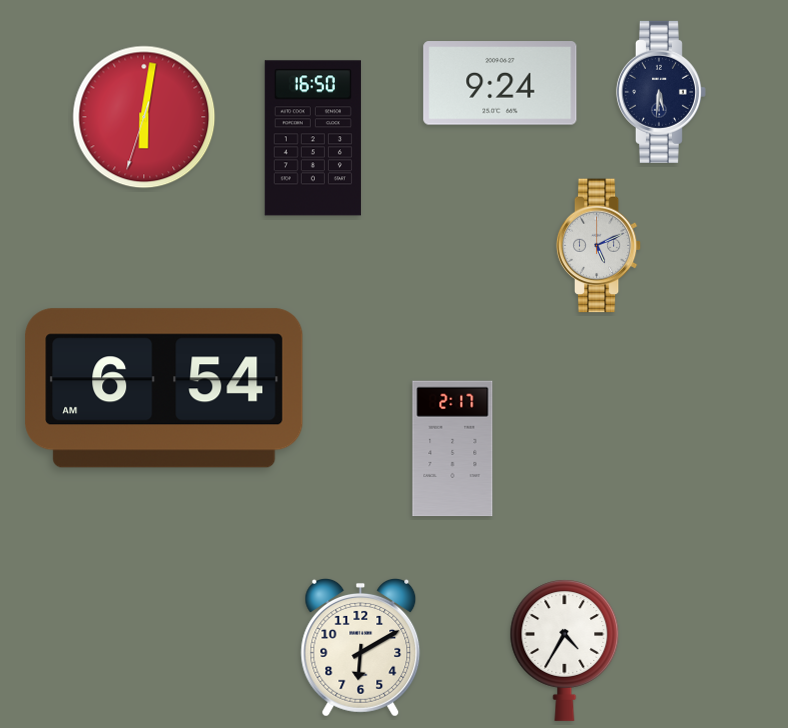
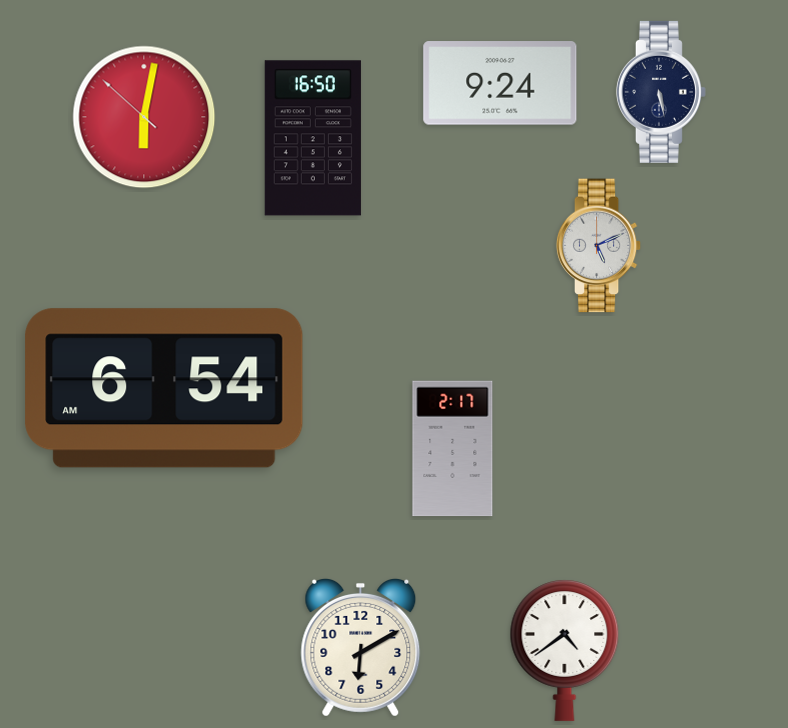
clock at (661, 92): 5:31 -> 5:28
clock at (144, 117): 6:01:33 -> 6:01:52
clock at (565, 650): 4:35 -> 4:39
